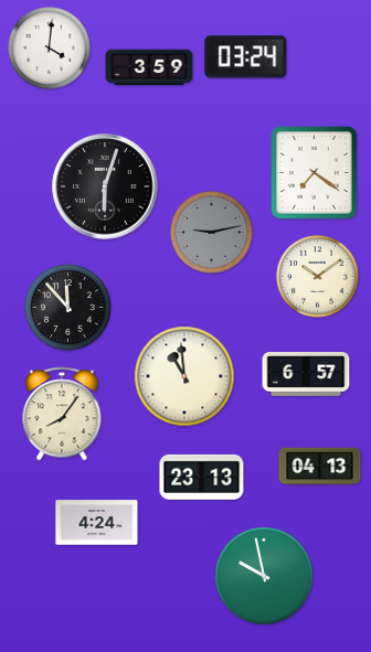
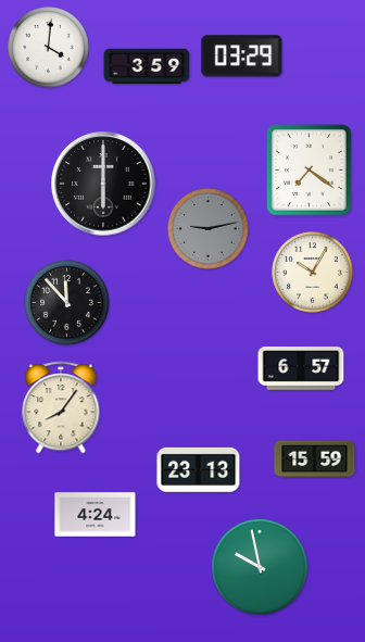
clock at (246, 57): 03:24 -> 03:29
clock at (105, 186): 6:03 -> 6:00
clock at (318, 277): 10:09 -> 10:05
clock at (184, 376): 10:59 -> none
clock at (320, 467): 04:13 -> 15:59
